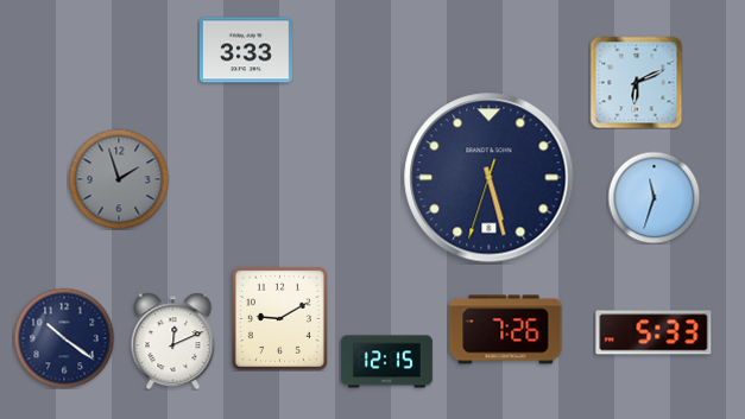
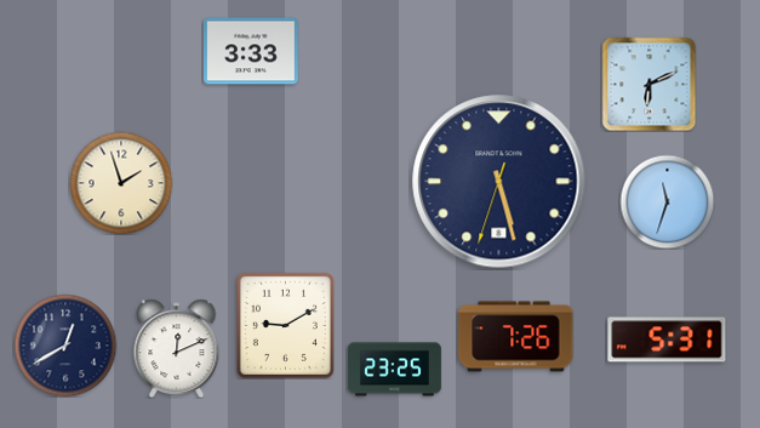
clock at (119, 179) dial: grey -> cream
clock at (654, 332): 5:33 -> 5:31
clock at (64, 338): 10:21 -> 12:40
clock at (386, 362): 12:15 -> 23:25
